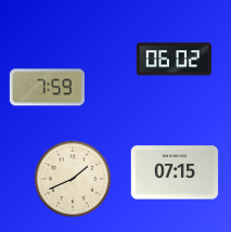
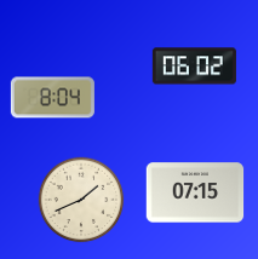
clock at (47, 88): 7:59 -> 8:04
